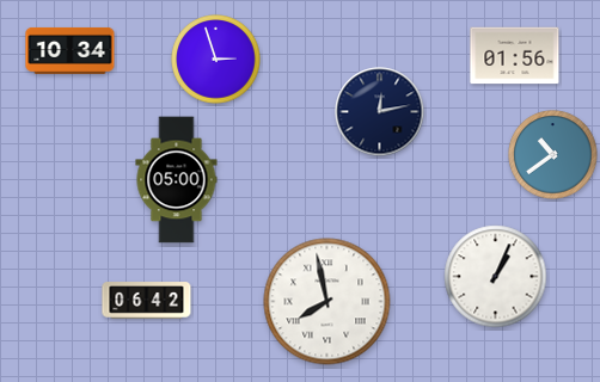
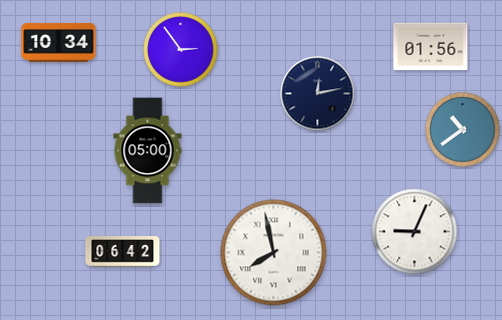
clock at (216, 60): 2:57 -> 2:54
clock at (496, 277): 1:04 -> 9:04
